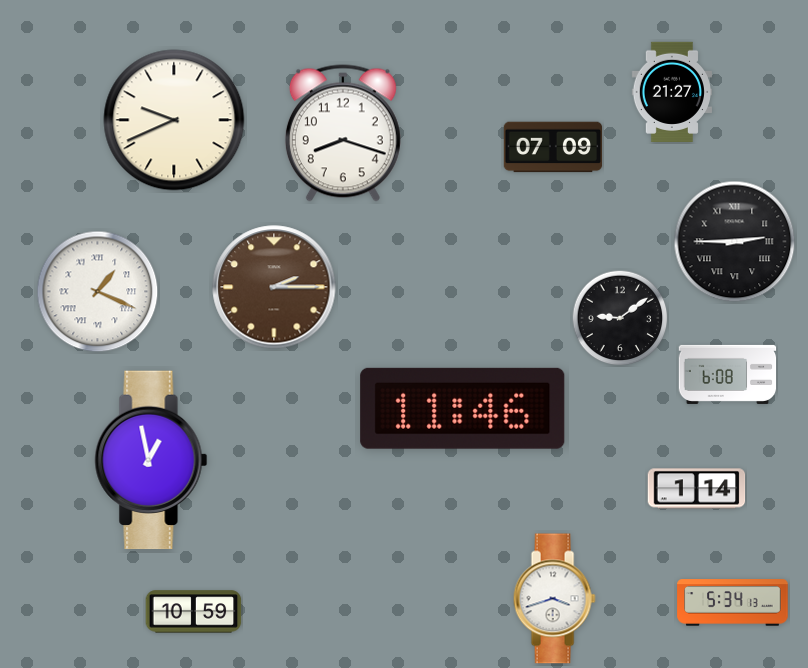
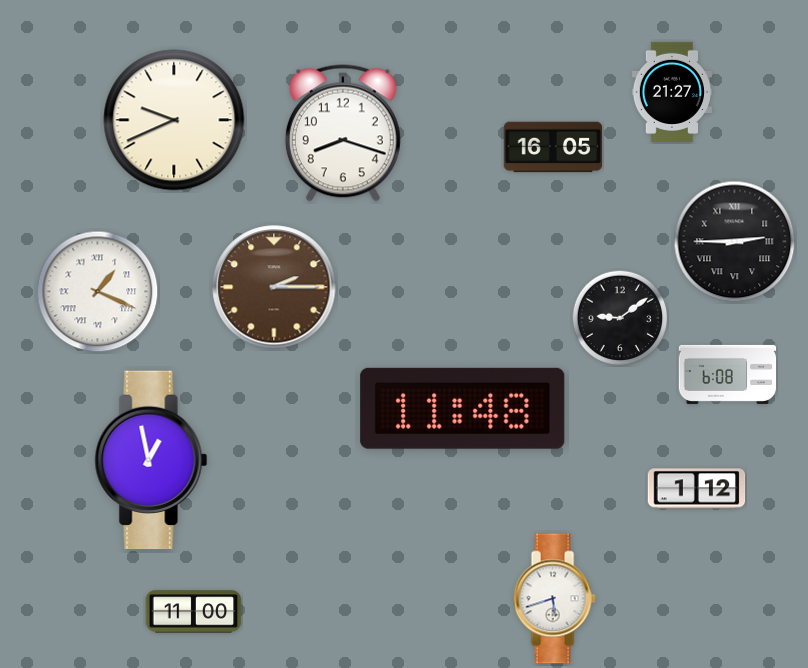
clock at (553, 147): 07:09 -> 16:05
clock at (463, 408): 11:46 -> 11:48
clock at (697, 489): 1:14 -> 1:12
clock at (554, 599): 3:42 -> 5:42
clock at (733, 603): 5:34 -> none
clock at (194, 612): 10:59 -> 11:00
